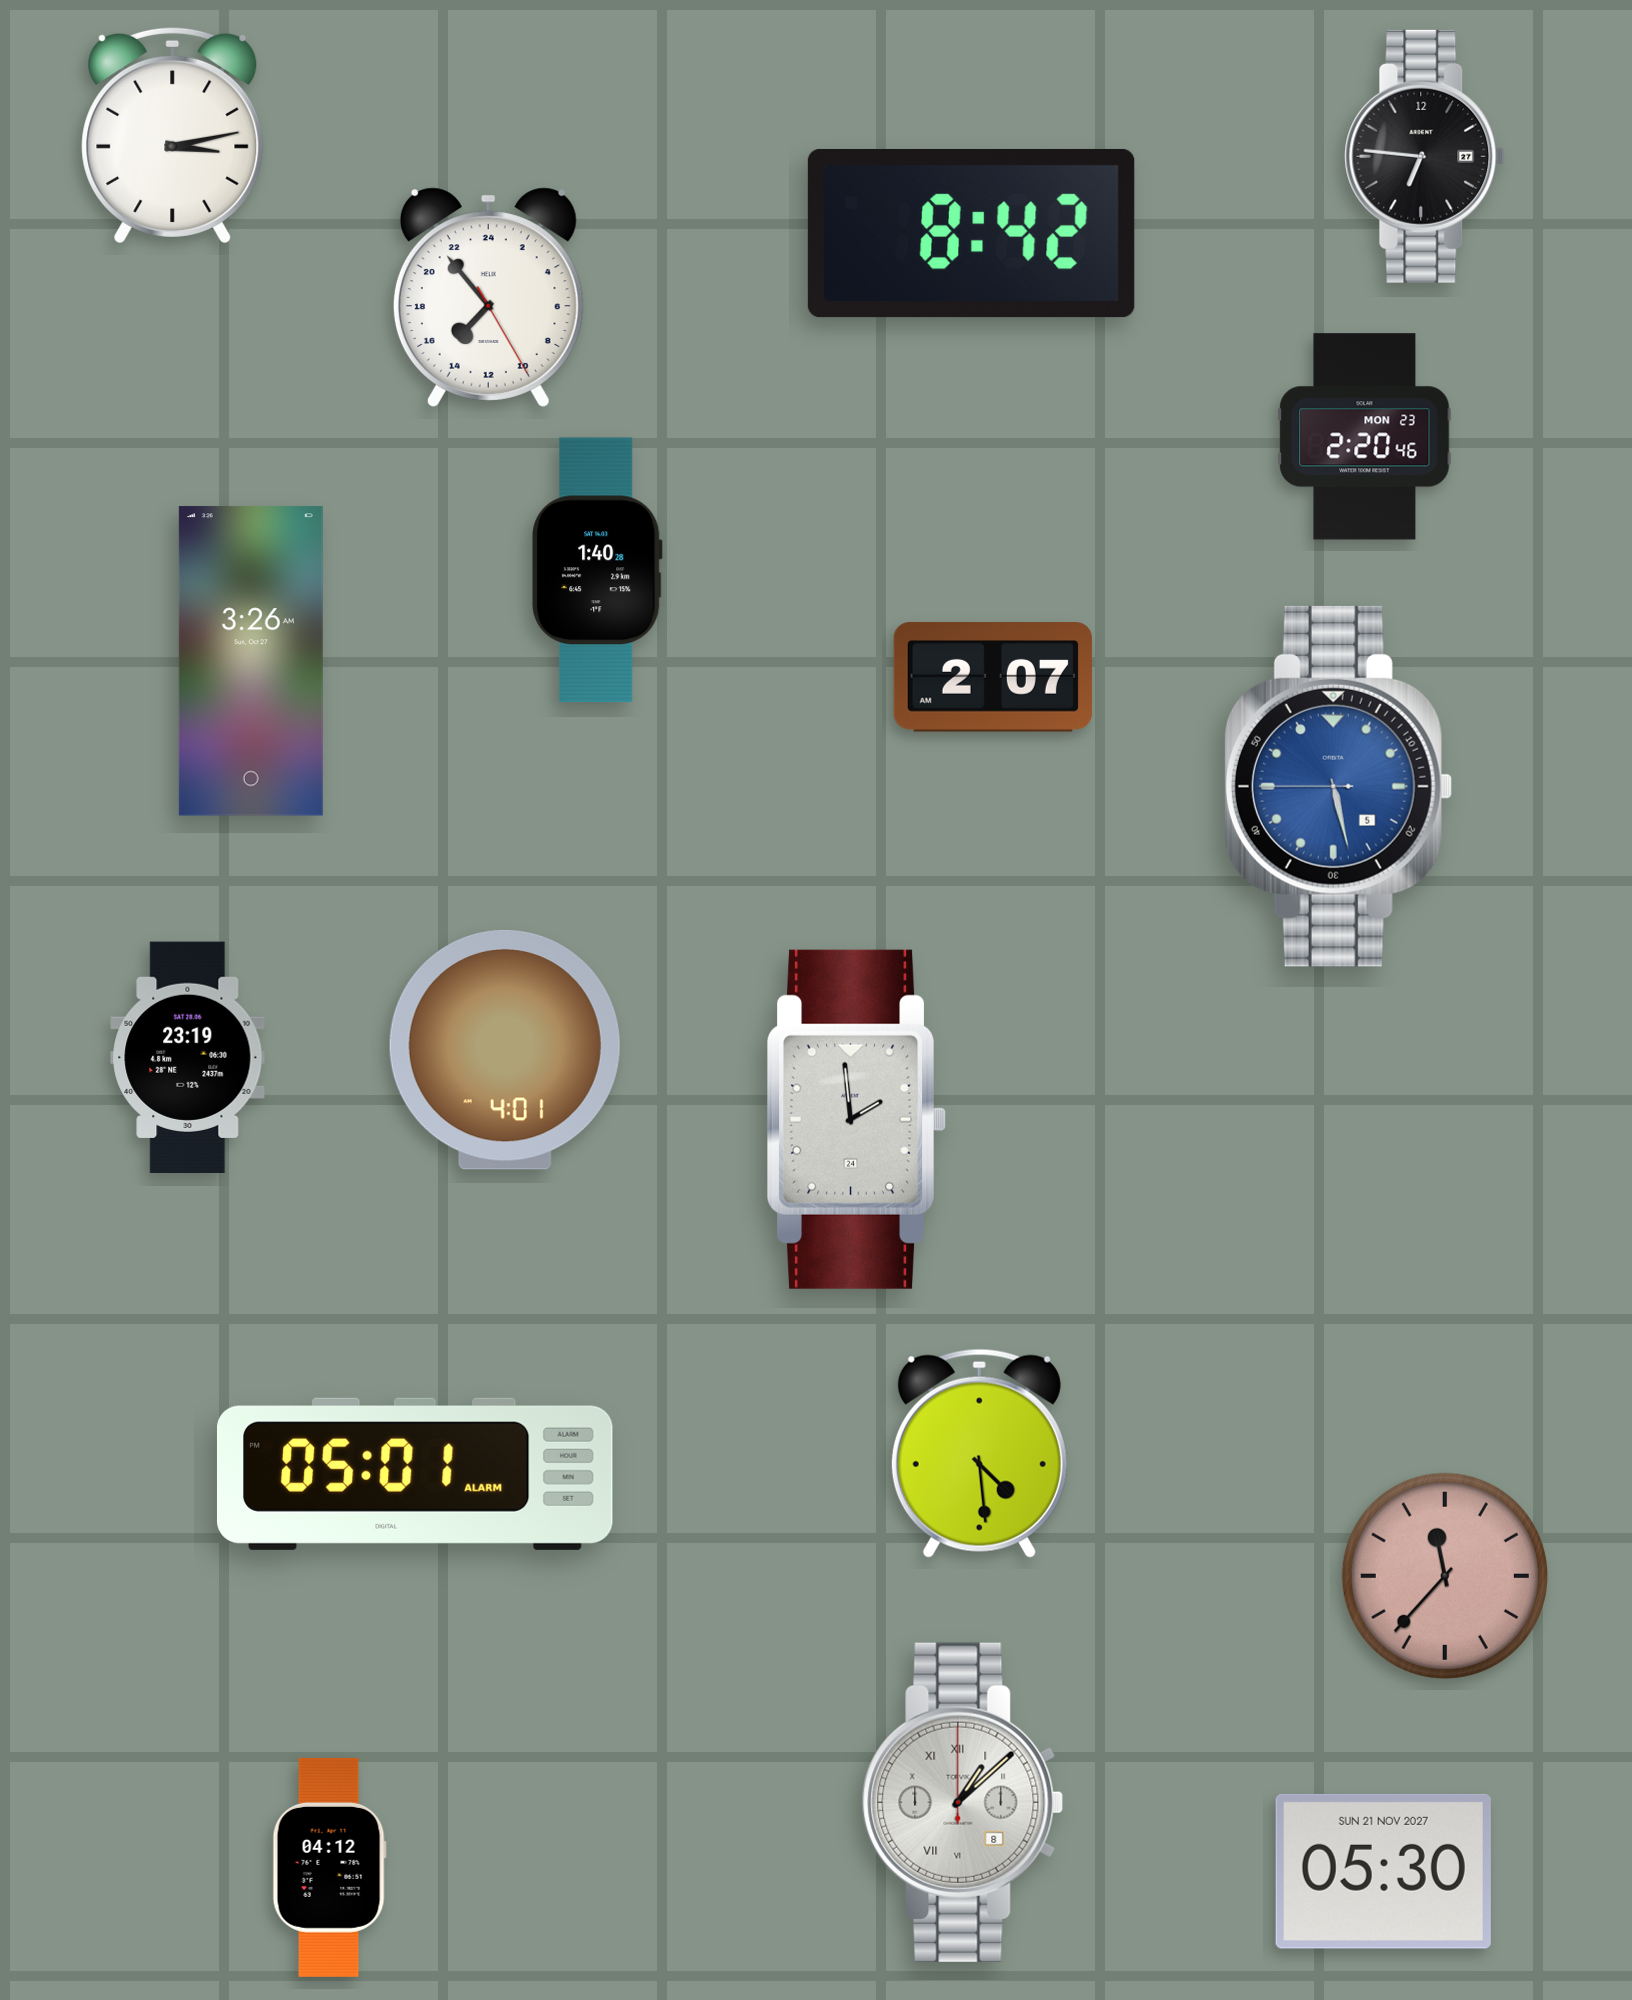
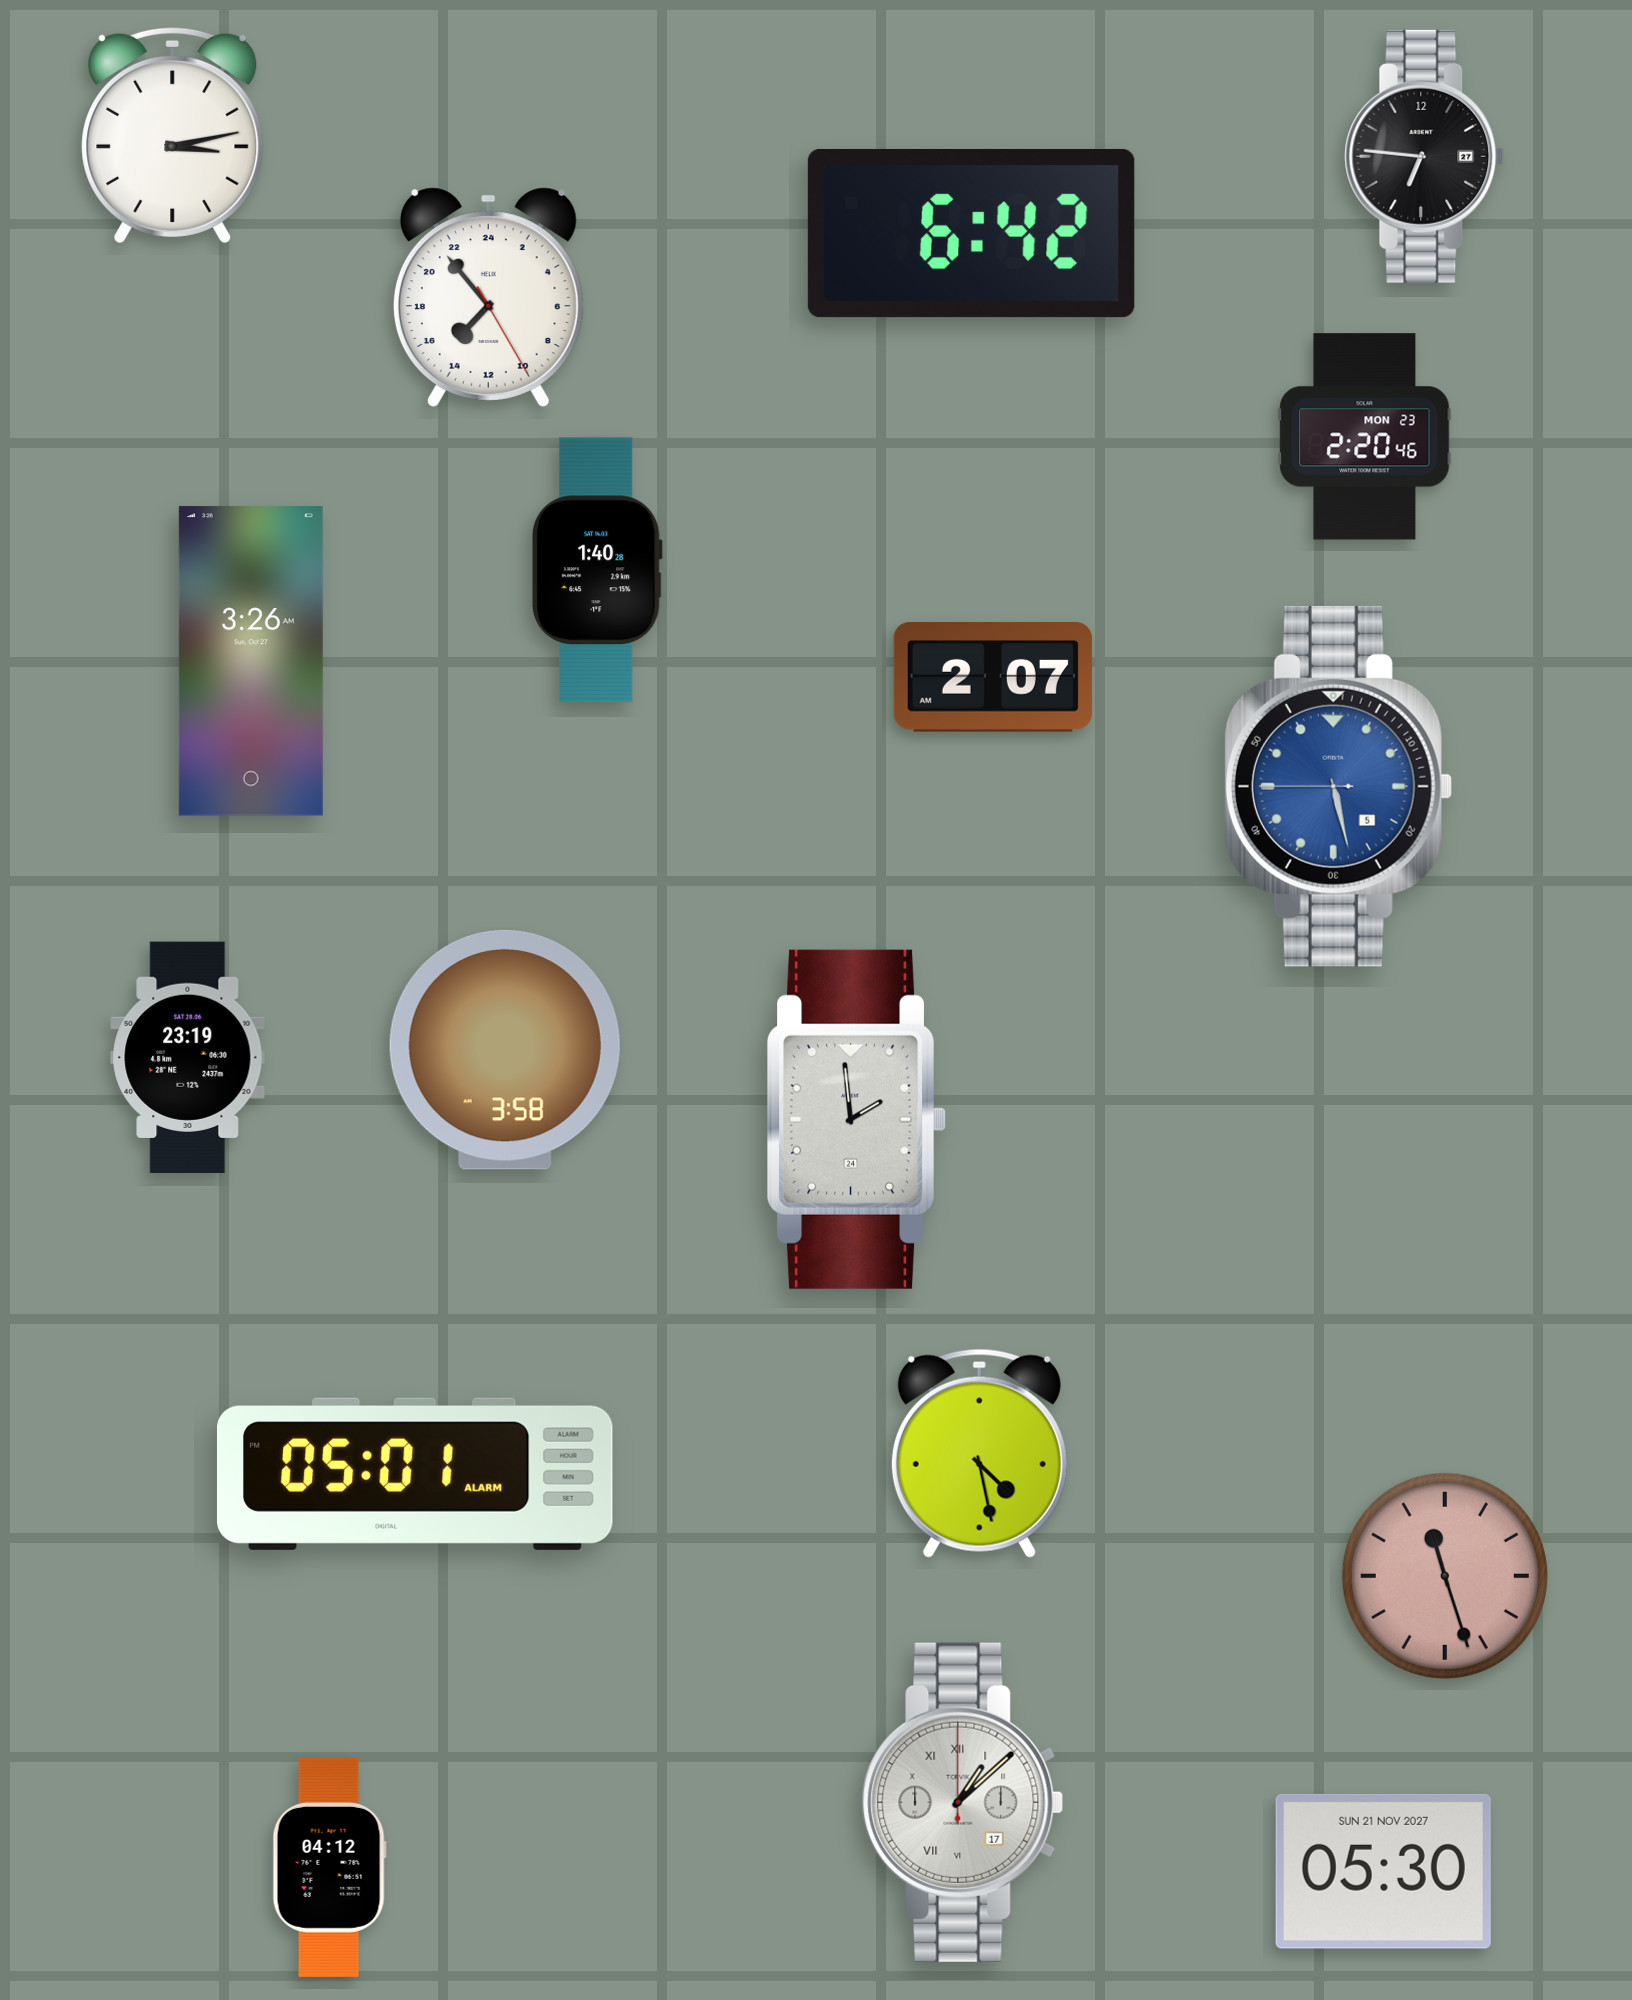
clock at (971, 233): 8:42 -> 6:42
clock at (505, 1050): 4:01 -> 3:58
clock at (979, 1453): 4:29 -> 4:28
clock at (1445, 1576): 11:37 -> 11:27
clock at (963, 1802) date: 8 -> 17
